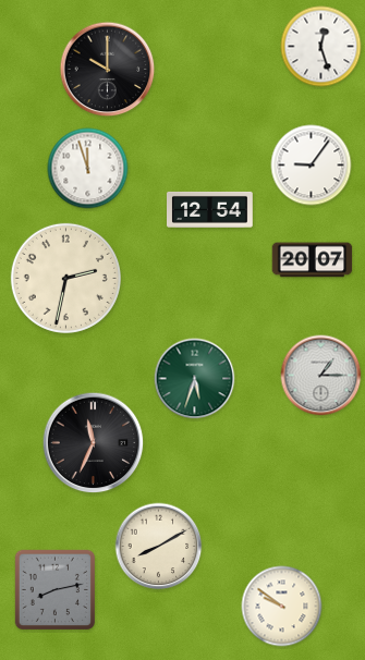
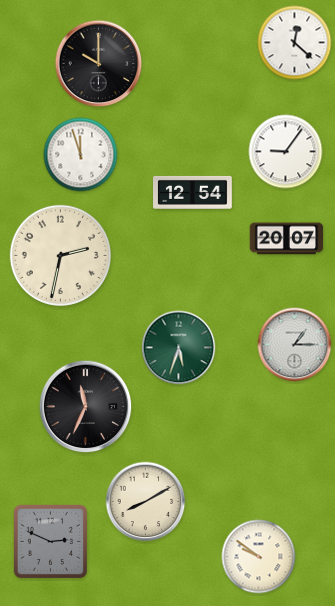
clock at (321, 47): 12:27 -> 12:22
clock at (54, 589): 8:13 -> 2:49
